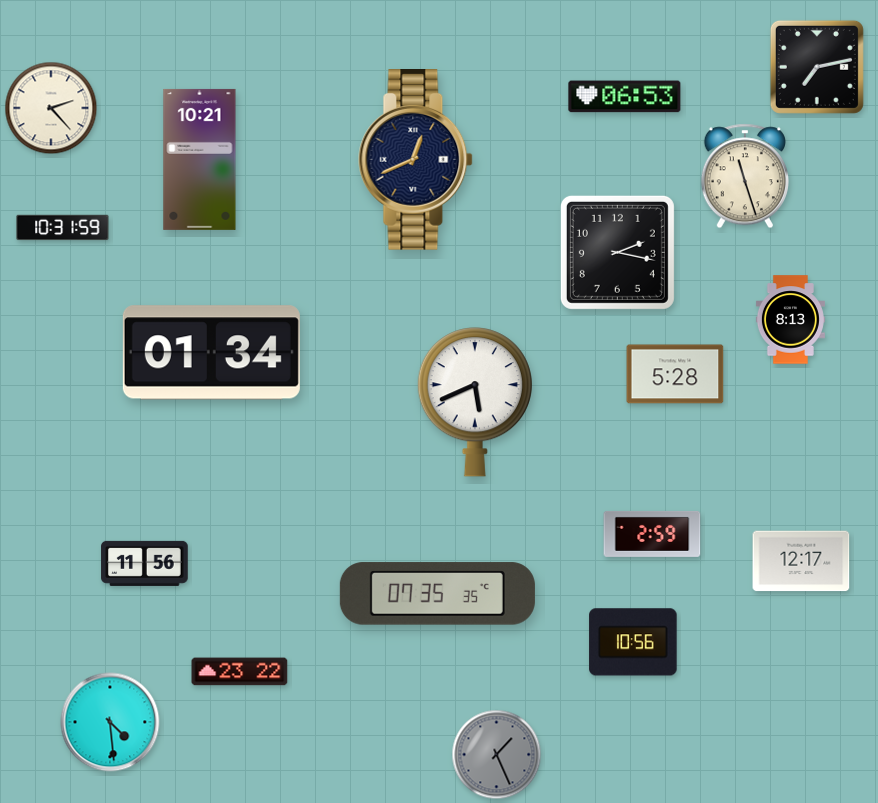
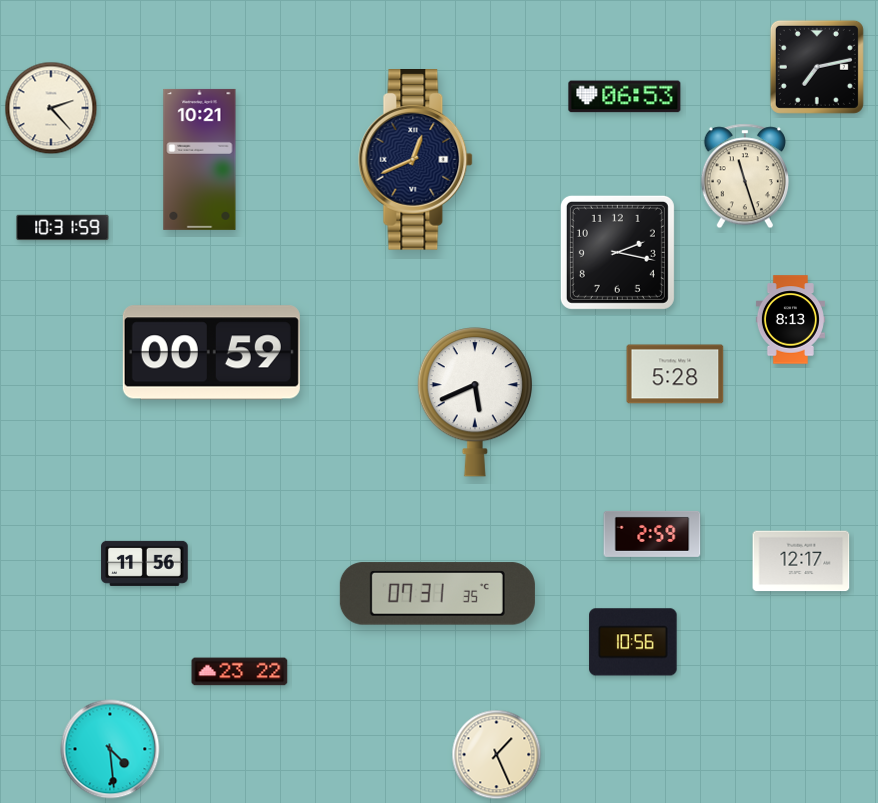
clock at (211, 353): 01:34 -> 00:59
clock at (437, 594): 07:35 -> 07:31
clock at (110, 722) position: (110, 722) -> (110, 749)
clock at (497, 755) dial: grey -> cream
